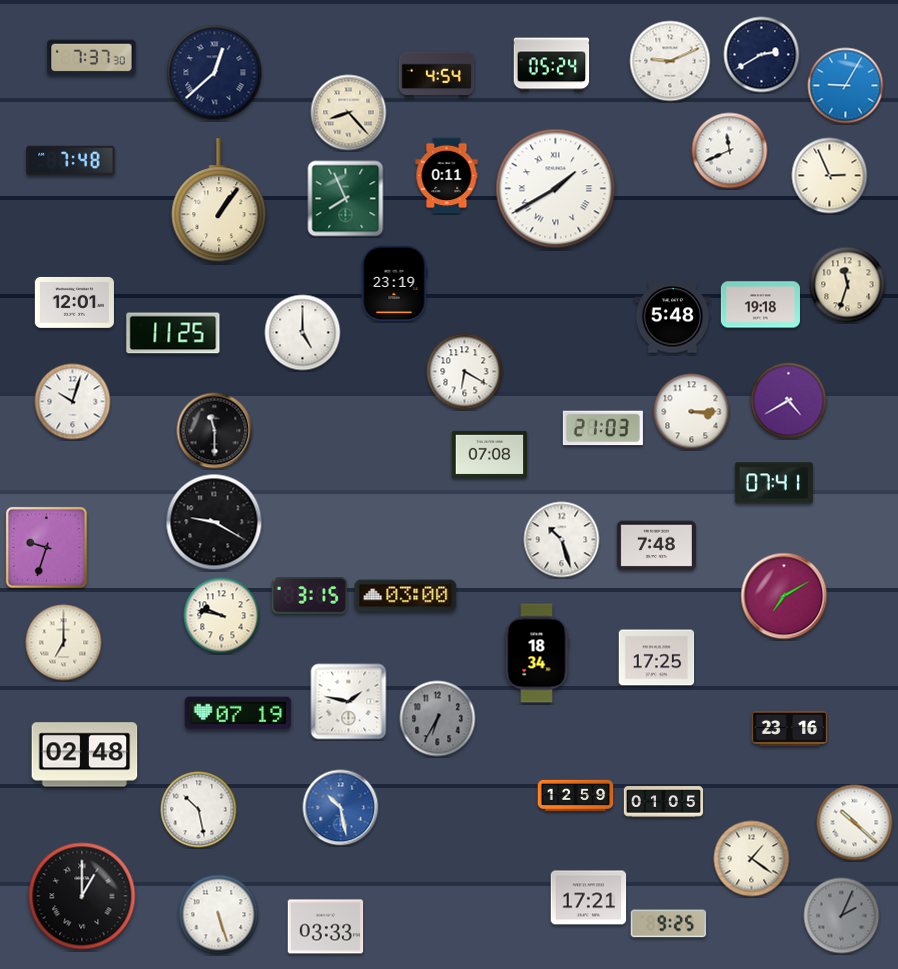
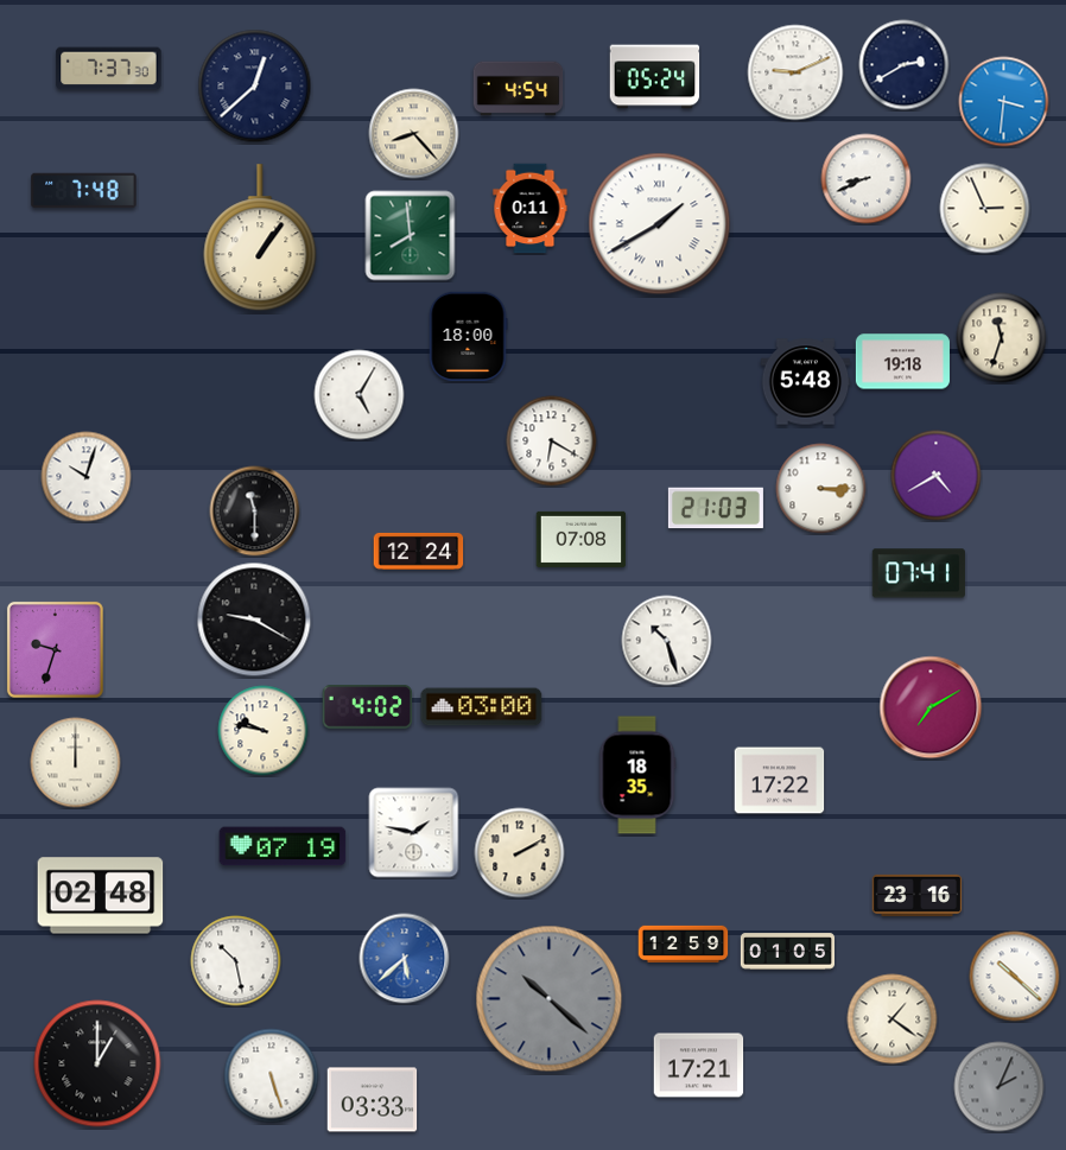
clock at (846, 86): 9:05 -> 3:31
clock at (730, 151): 11:41 -> 8:41
clock at (346, 199): 7:56 -> 7:59
clock at (394, 284): 23:19 -> 18:00
clock at (848, 285) position: (848, 285) -> (1002, 338)
clock at (74, 302): 12:01 -> none
clock at (673, 317) position: (673, 317) -> (806, 382)
clock at (173, 333): 11:25 -> none
clock at (303, 333): 5:00 -> 5:05
clock at (419, 551): none -> 12:24
clock at (656, 546): 7:48 -> none
clock at (310, 596): 3:15 -> 4:02
clock at (64, 643): 7:00 -> 12:00
clock at (537, 653): 18:34 -> 18:35
clock at (657, 658): 17:25 -> 17:22
clock at (438, 719): 6:35 -> 2:10
clock at (438, 719) dial: grey -> cream
clock at (790, 728) position: (790, 728) -> (918, 895)
clock at (341, 808): 10:28 -> 5:38
clock at (550, 999): none -> 10:22
clock at (219, 915) position: (219, 915) -> (272, 1076)
clock at (669, 924): 9:25 -> none
clock at (326, 927) position: (326, 927) -> (373, 1100)
